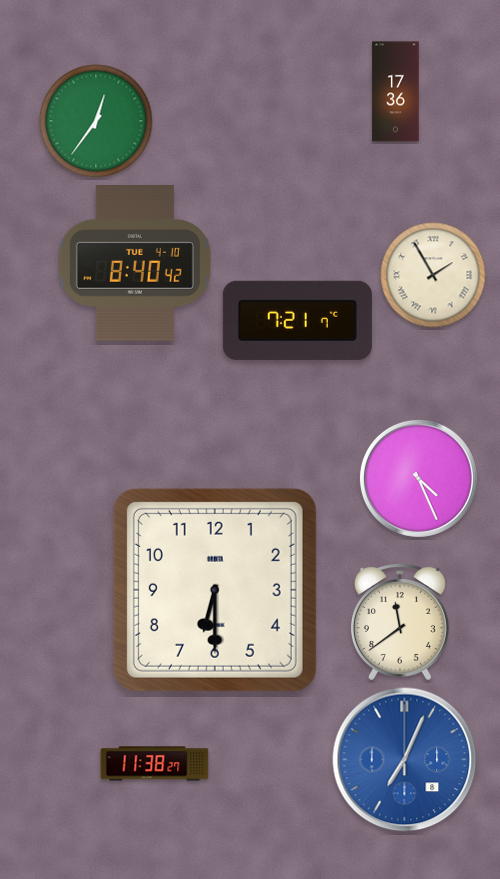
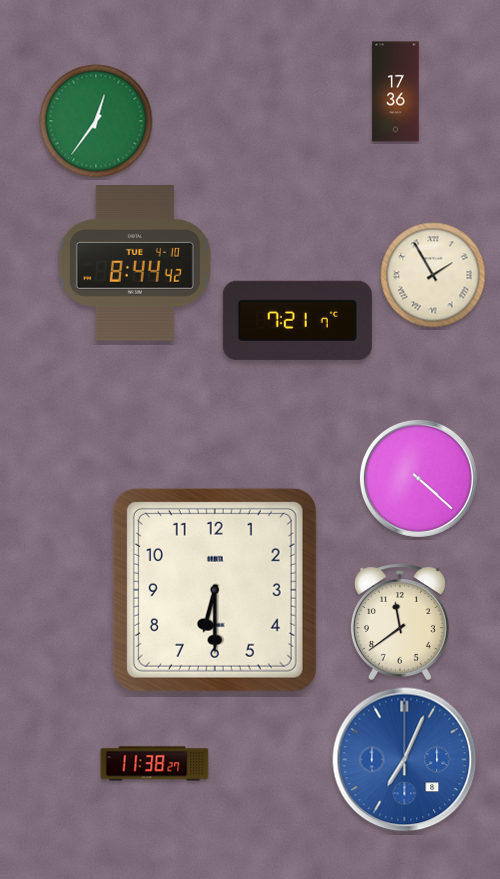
clock at (135, 264): 8:40 -> 8:44
clock at (418, 478): 4:26 -> 4:22
